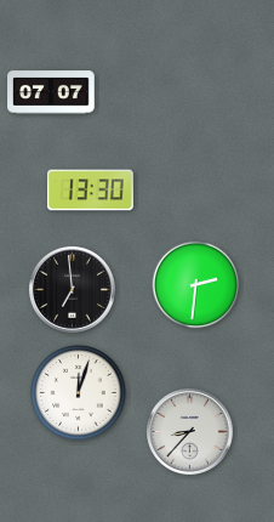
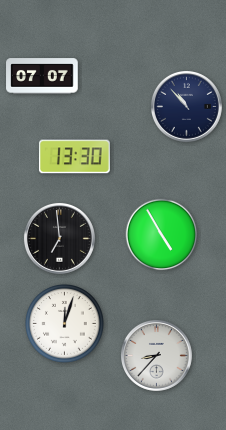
clock at (186, 106): none -> 10:53
clock at (196, 285): 2:31 -> 4:55
